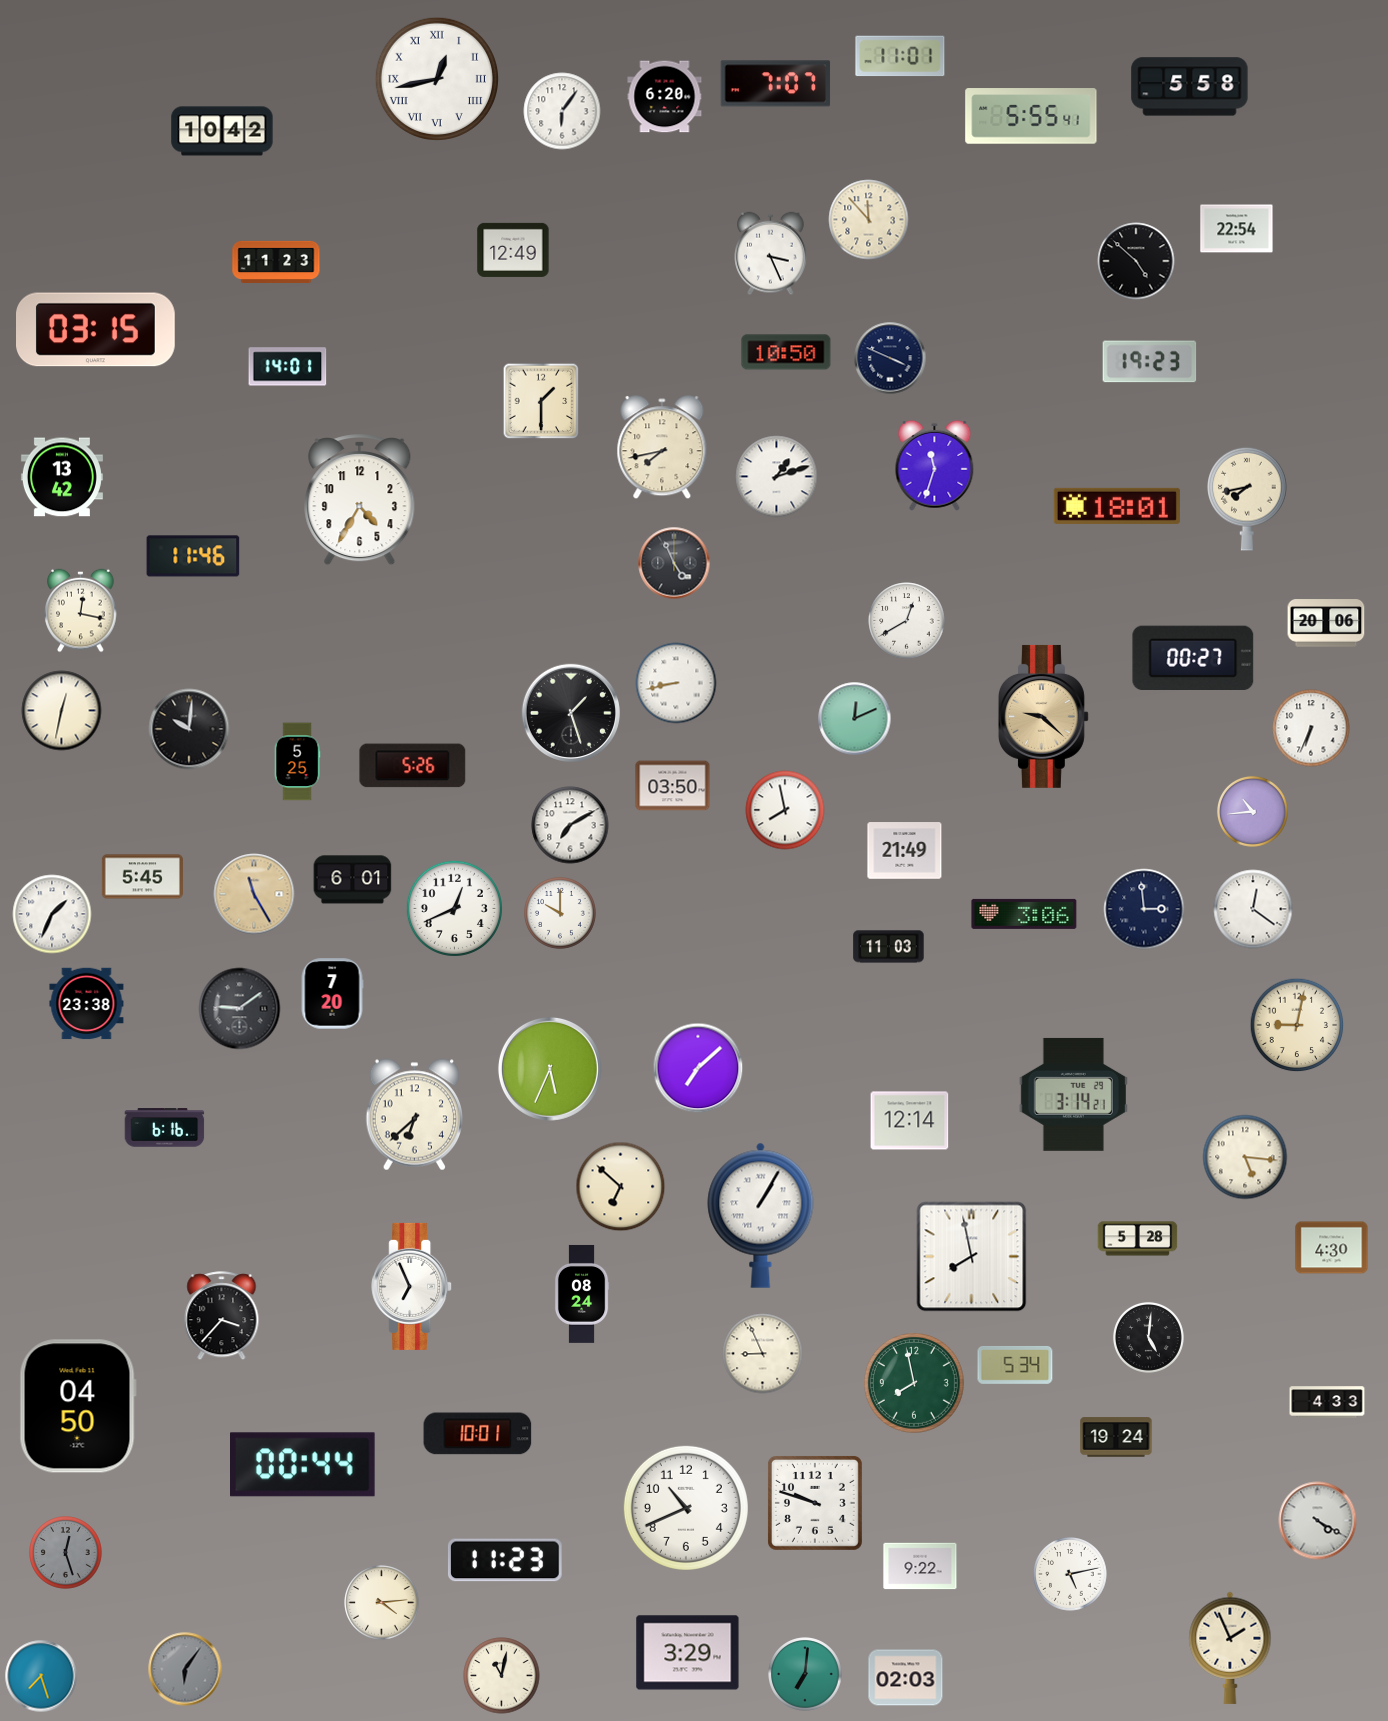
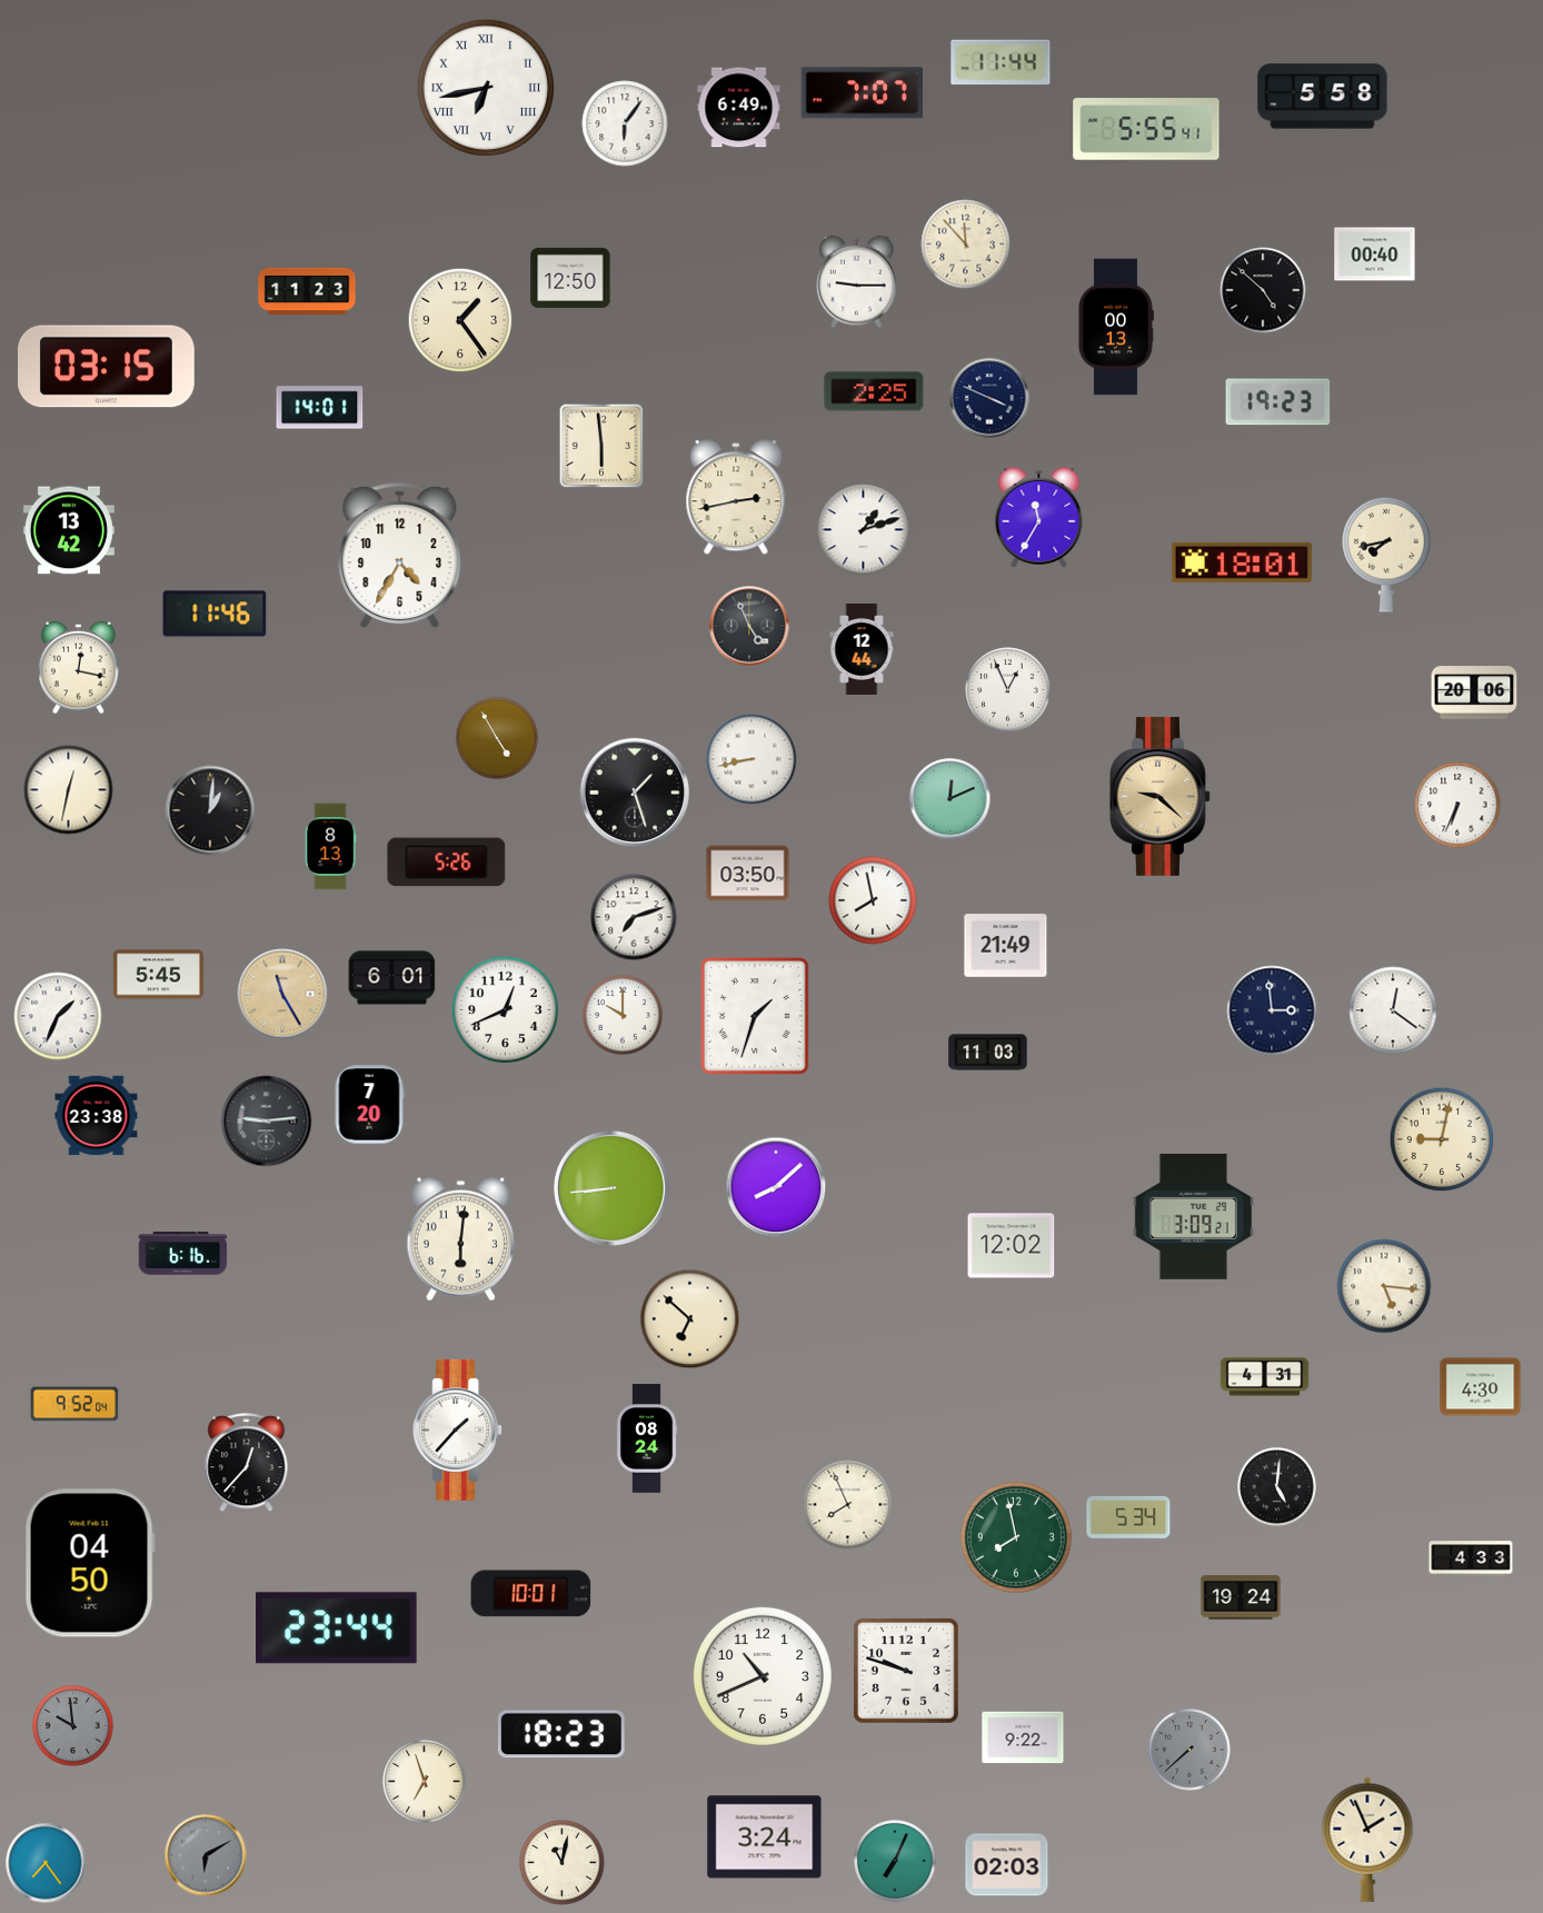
clock at (900, 56): 11:01 -> 11:44
clock at (437, 79): 12:43 -> 6:43
clock at (665, 97): 6:20 -> 6:49
clock at (222, 131): 10:42 -> none
clock at (1237, 229): 22:54 -> 00:40
clock at (513, 250): 12:49 -> 12:50
clock at (771, 254): 3:26 -> 9:15
clock at (460, 320): none -> 1:24
clock at (1116, 327): none -> 00:13
clock at (786, 352): 10:50 -> 2:25
clock at (541, 401): 1:30 -> 5:59
clock at (662, 448): 7:43 -> 2:43
clock at (935, 465): 11:33 -> 11:35
clock at (193, 556) position: (193, 556) -> (215, 614)
clock at (862, 649): none -> 12:44
clock at (81, 611) position: (81, 611) -> (79, 668)
clock at (907, 621): 12:40 -> 12:56
clock at (1193, 657): 00:27 -> none
clock at (497, 738): none -> 4:55
clock at (1311, 728) position: (1311, 728) -> (1457, 805)
clock at (189, 729): 10:01 -> 1:01
clock at (297, 762): 5:25 -> 8:13
clock at (413, 766) position: (413, 766) -> (447, 863)
clock at (1252, 811): 10:44 -> none
clock at (570, 825): 7:10 -> 7:12
clock at (755, 1016): none -> 1:33
clock at (1024, 914): 3:06 -> none
clock at (240, 1009): 9:09 -> 9:14
clock at (698, 1068): 7:08 -> 8:08
clock at (550, 1069): 5:34 -> 8:44
clock at (1073, 1094): 3:14 -> 3:09
clock at (415, 1115): 6:38 -> 6:01
clock at (910, 1121): 12:14 -> 12:02
clock at (761, 1215): 1:05 -> none
clock at (1138, 1239): 5:28 -> 4:31
clock at (972, 1257): 7:58 -> none
clock at (74, 1404): none -> 9:52
clock at (412, 1286): 6:56 -> 1:37
clock at (222, 1316): 3:37 -> 12:37
clock at (763, 1354): 8:56 -> 7:56
clock at (1327, 1402) position: (1327, 1402) -> (1471, 1558)
clock at (78, 1406) position: (78, 1406) -> (90, 1563)
clock at (303, 1465): 00:44 -> 23:44
clock at (1318, 1521): 4:20 -> none
clock at (66, 1553): 12:27 -> 9:59
clock at (505, 1560): 11:23 -> 18:23
clock at (920, 1566) position: (920, 1566) -> (1023, 1737)
clock at (1070, 1574): 5:13 -> 7:38
clock at (1070, 1574) dial: white -> grey
clock at (382, 1603): 4:14 -> 6:57
clock at (1230, 1648) position: (1230, 1648) -> (1367, 1840)
clock at (688, 1653): 3:29 -> 3:24
clock at (185, 1669): 6:06 -> 6:10
clock at (805, 1674): 7:01 -> 7:04
clock at (41, 1676): 7:27 -> 7:24
clock at (502, 1676) position: (502, 1676) -> (563, 1863)
